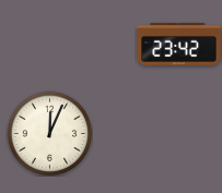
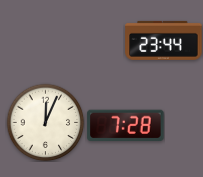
clock at (179, 44): 23:42 -> 23:44
clock at (126, 126): none -> 7:28
